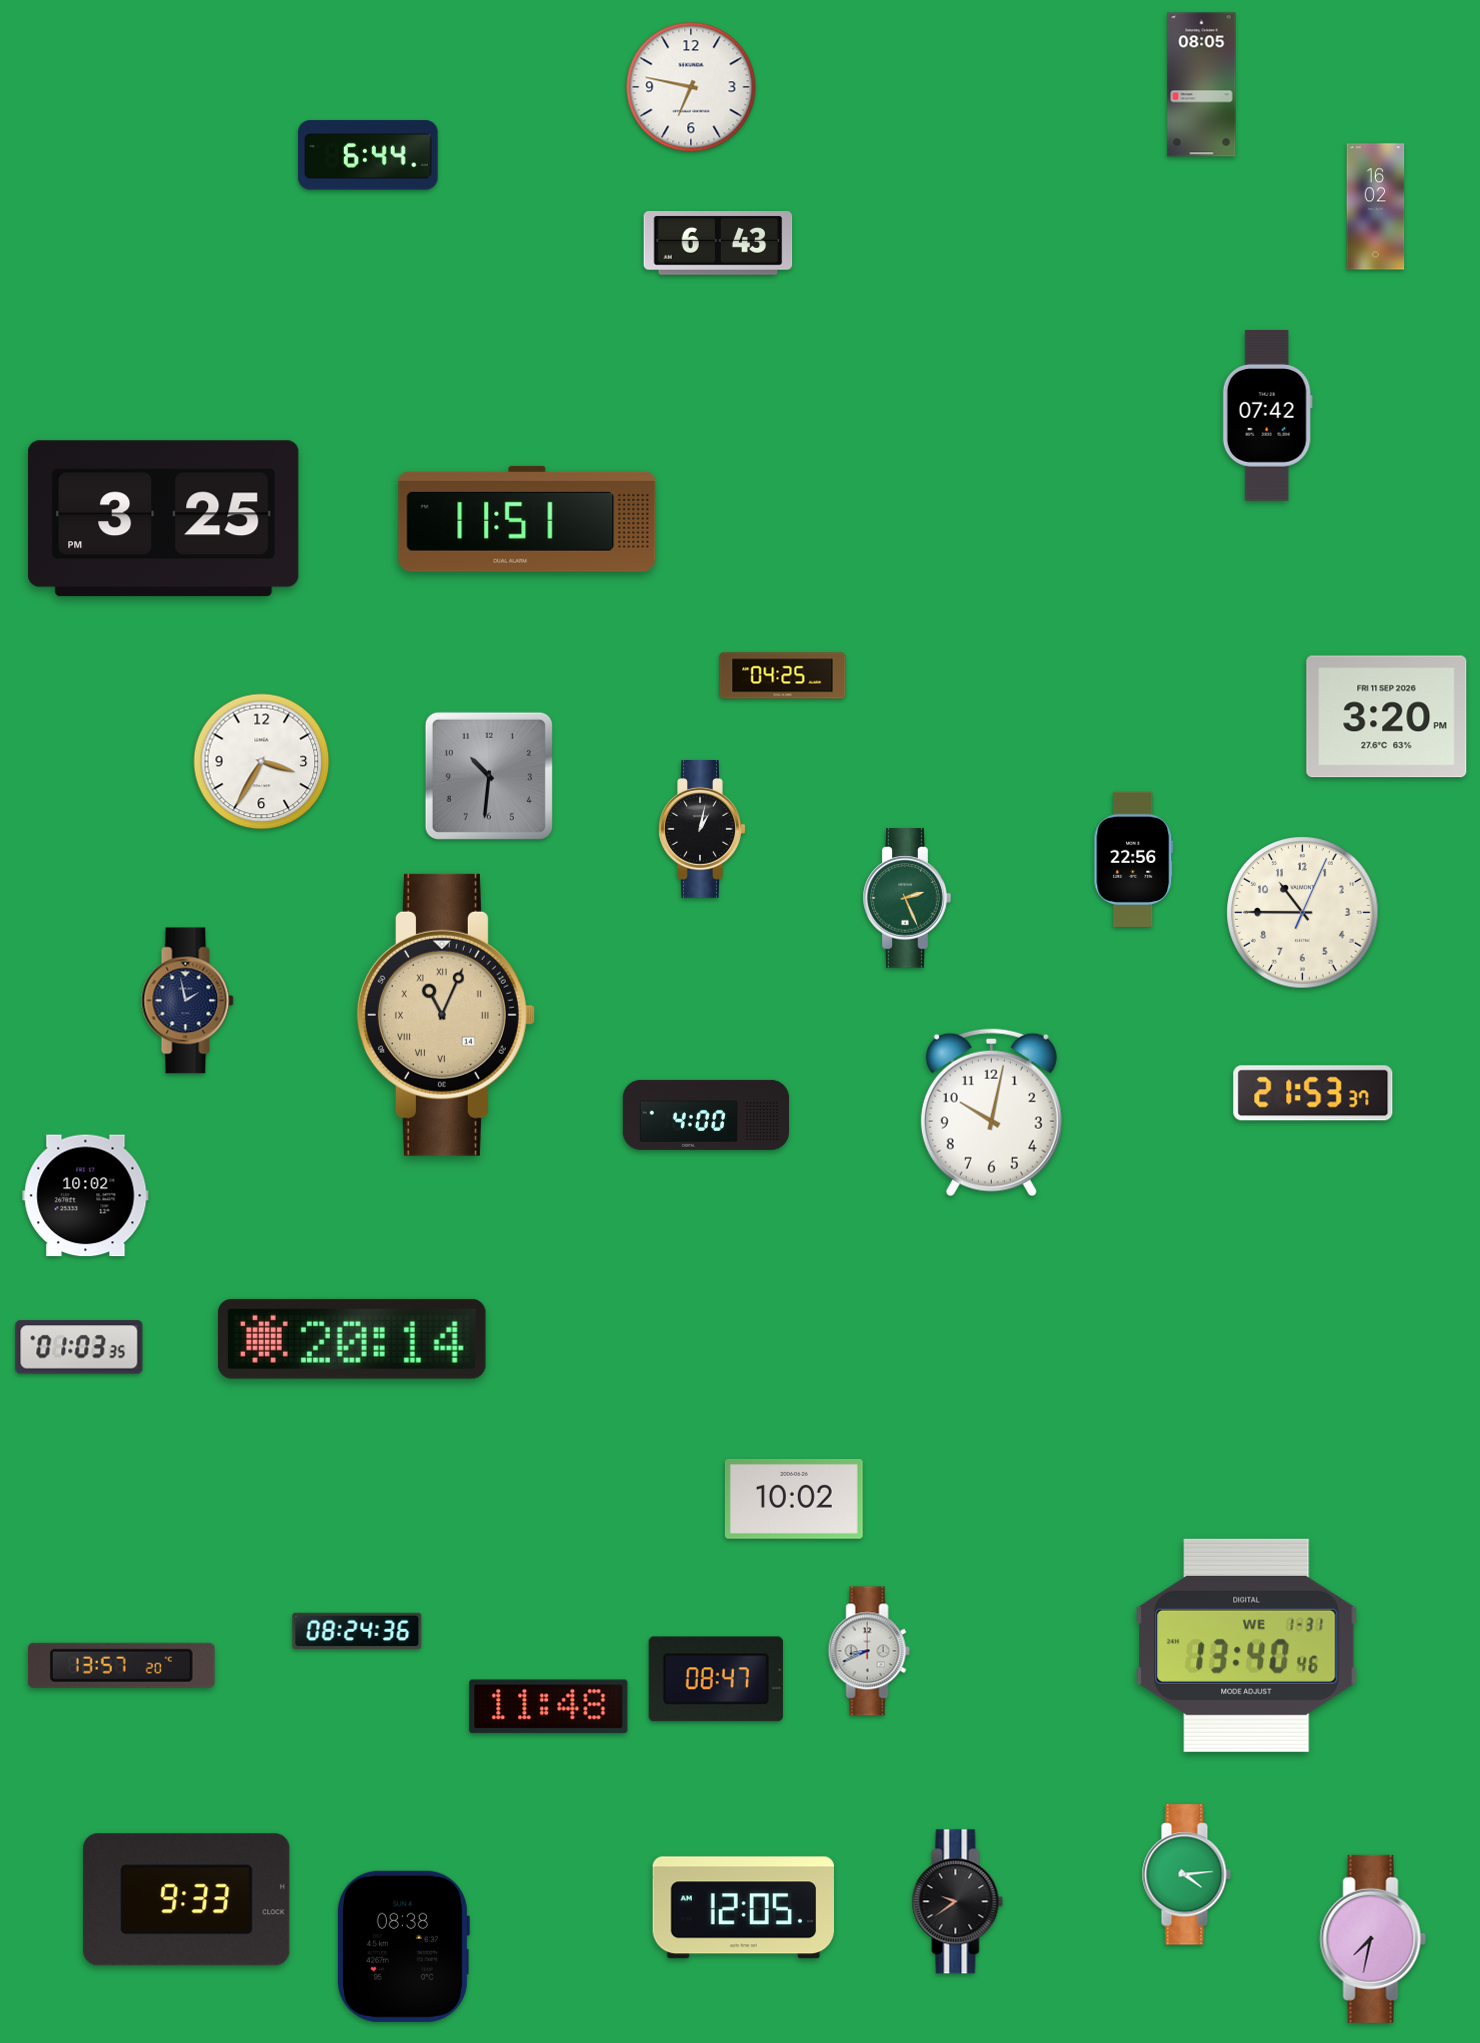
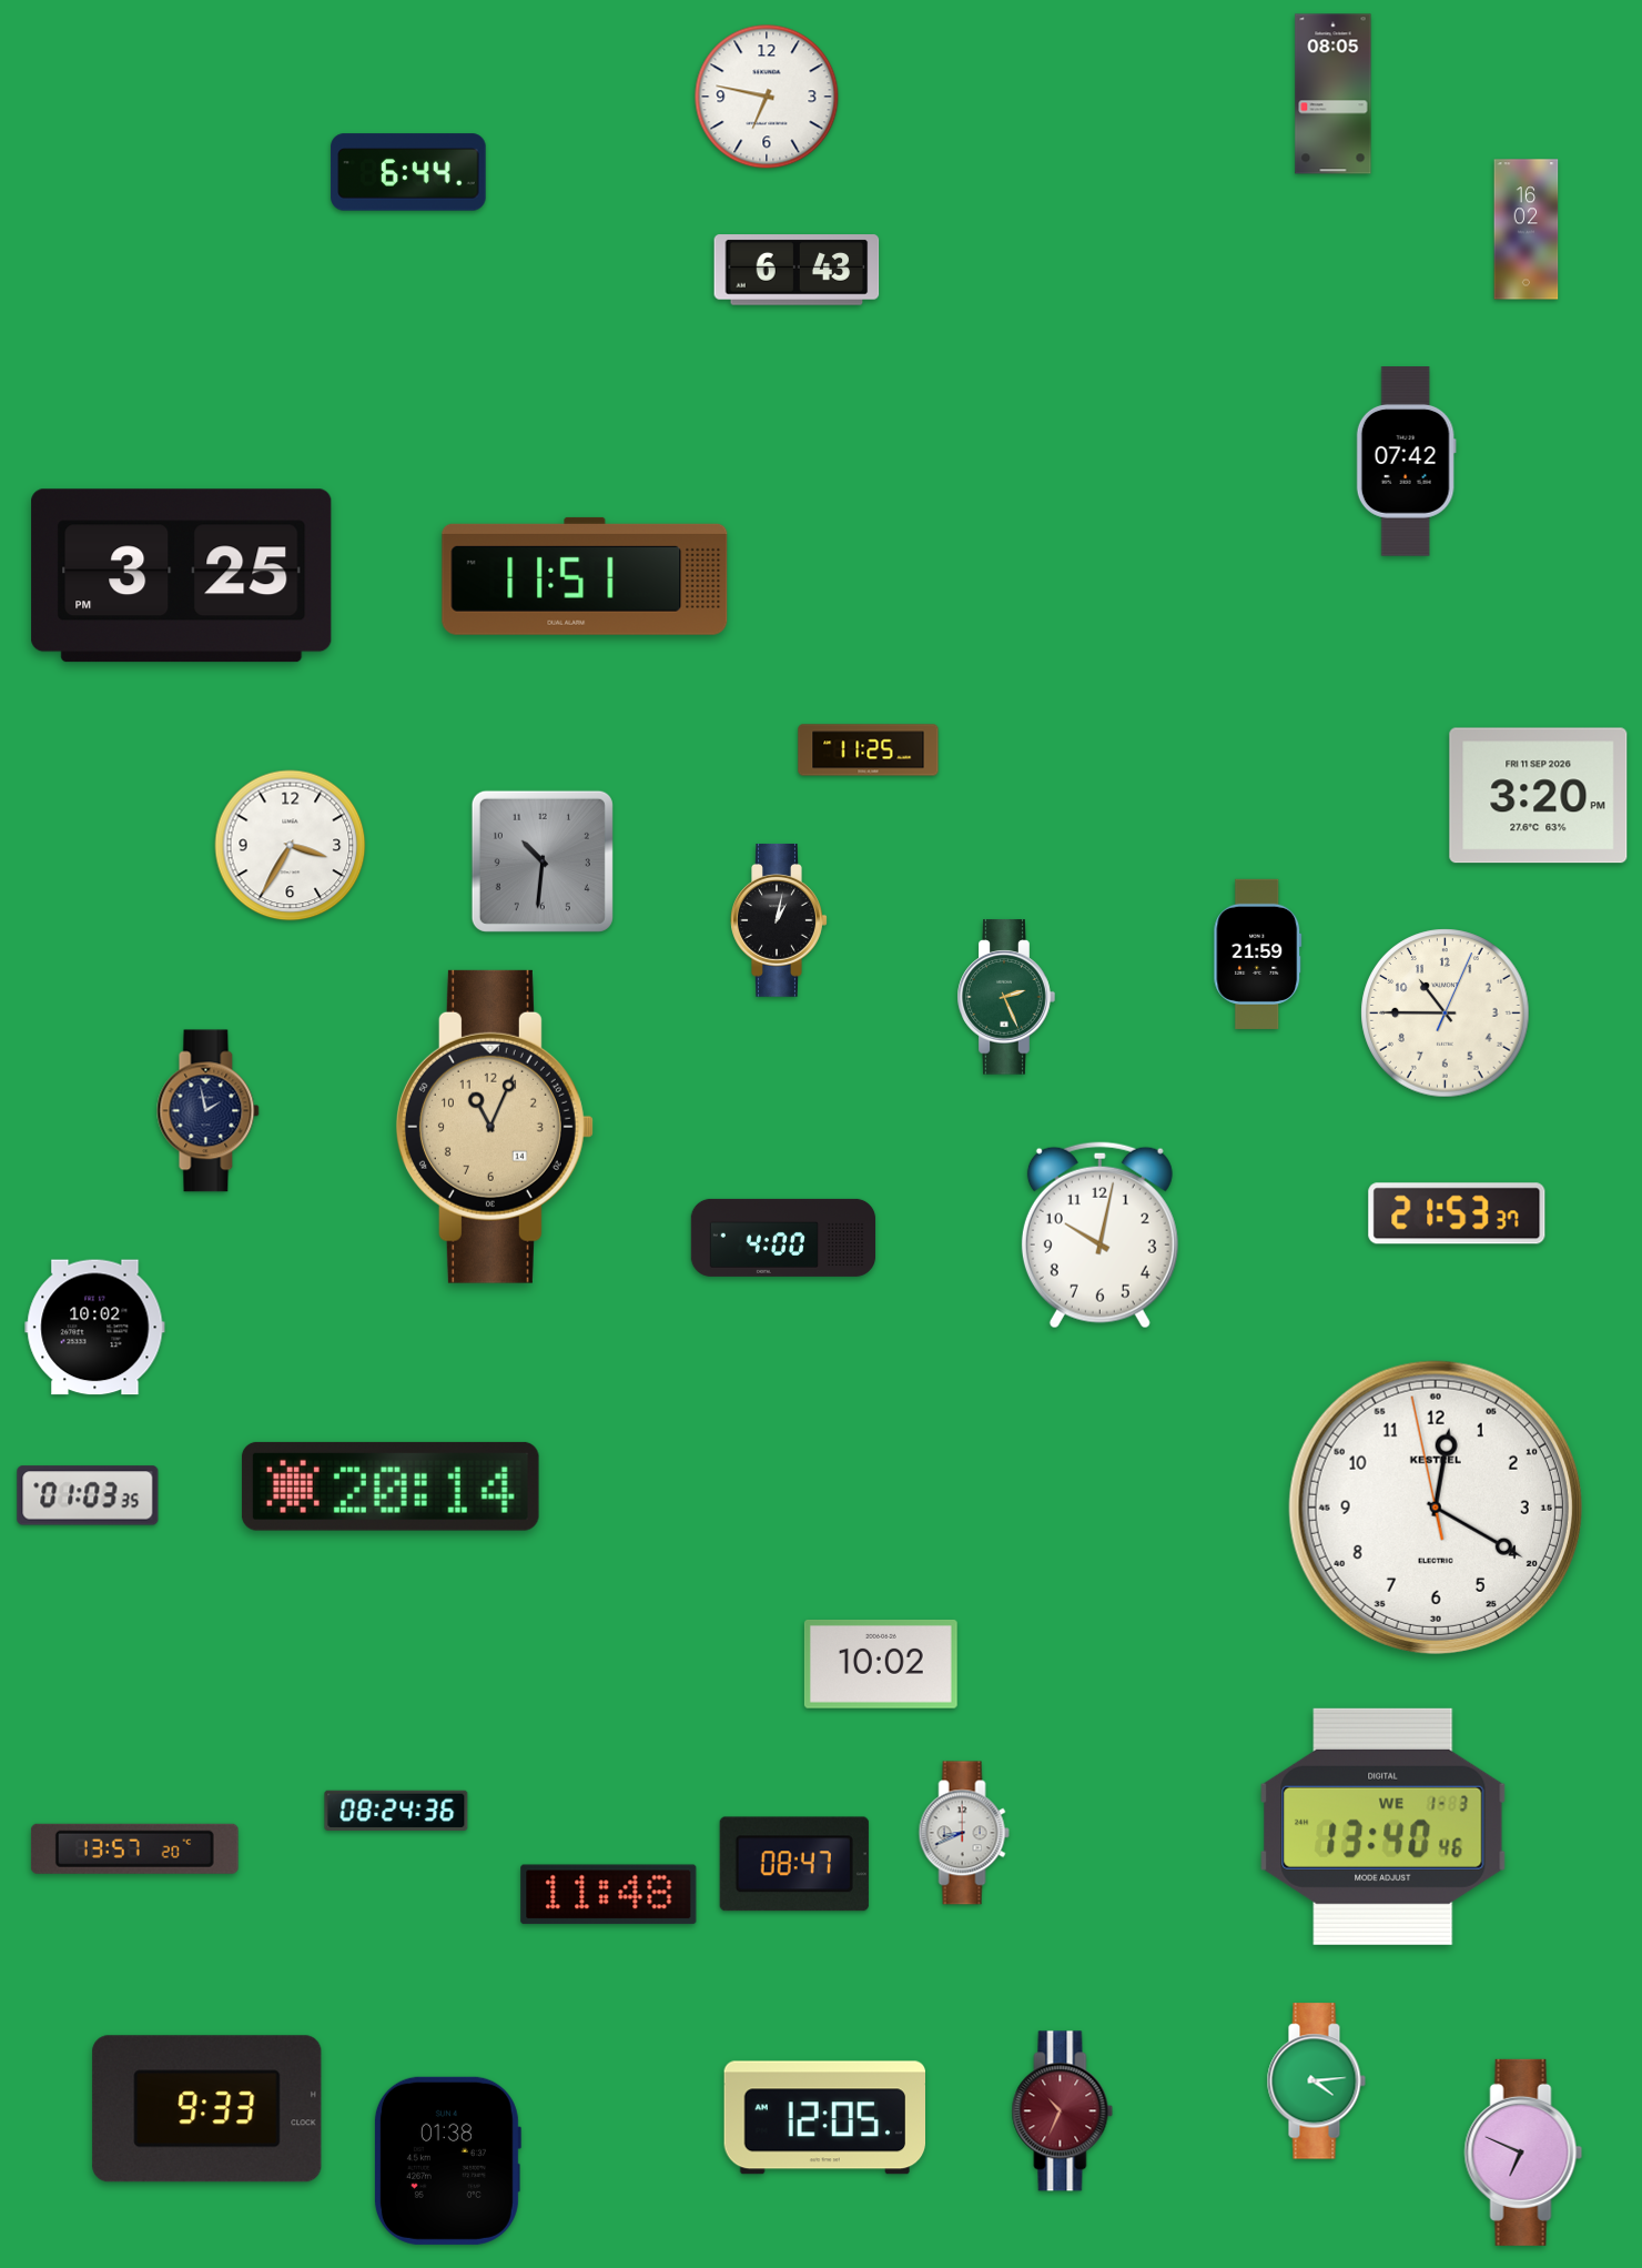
clock at (783, 676): 04:25 -> 11:25
clock at (1134, 859): 22:56 -> 21:59
clock at (446, 1015) numerals: Roman -> Arabic
clock at (1436, 1508): none -> 12:19
clock at (1247, 1645) date: WE 1-31 -> WE 1-3
clock at (958, 1902): 9:39 -> 10:34
clock at (958, 1902) dial: black -> burgundy
clock at (1373, 1939): 7:32 -> 6:49
clock at (403, 1946): 08:38 -> 01:38
